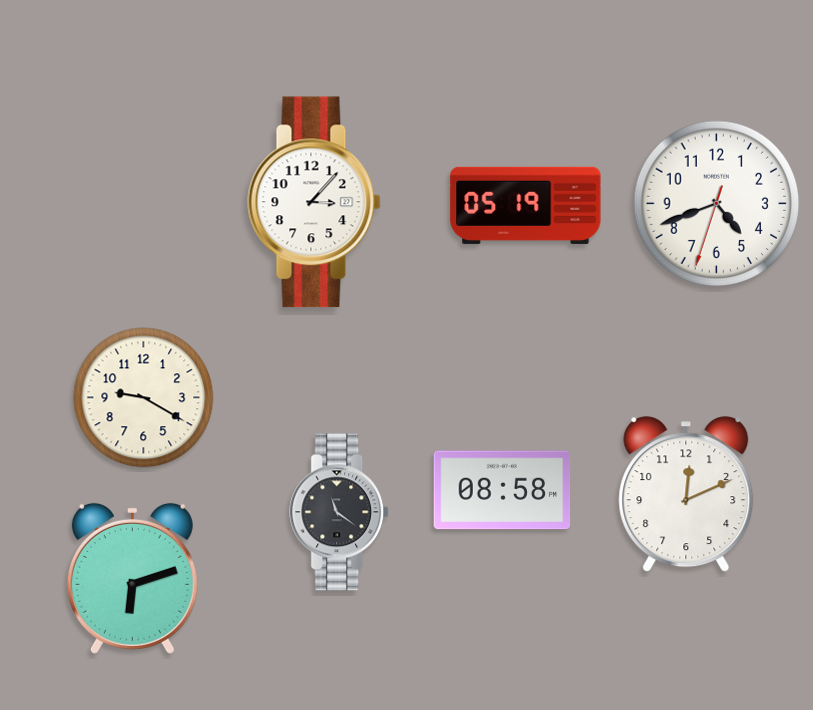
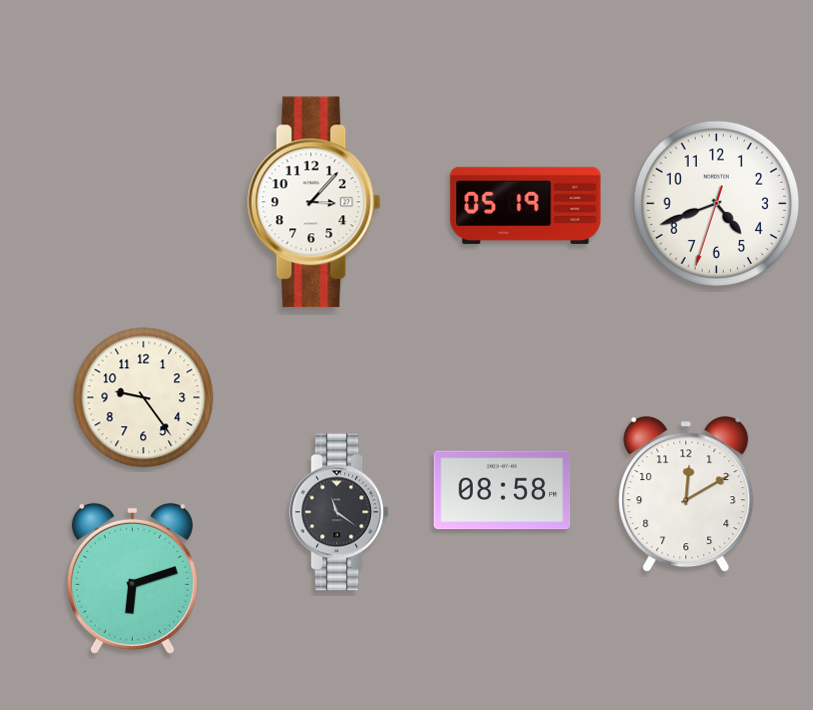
clock at (144, 398): 9:20 -> 9:24
clock at (686, 495): 12:11 -> 12:10
